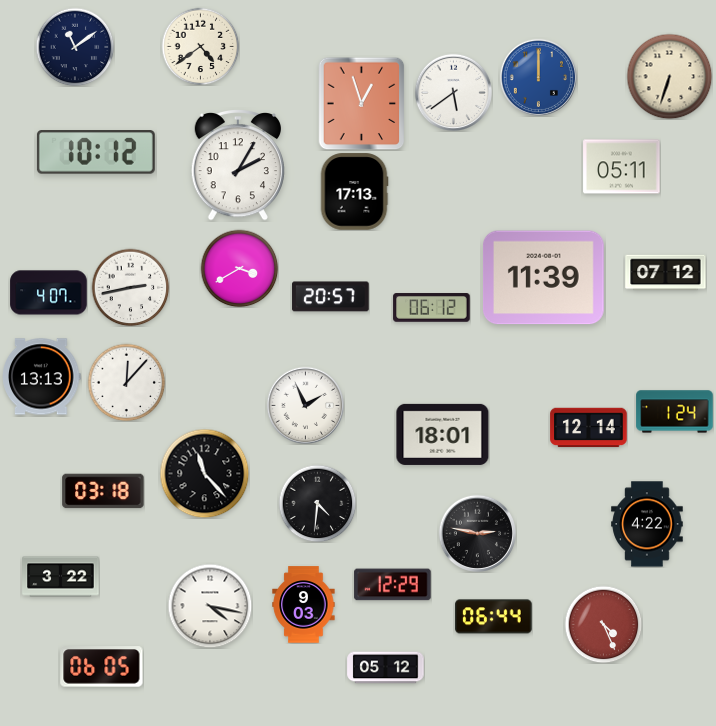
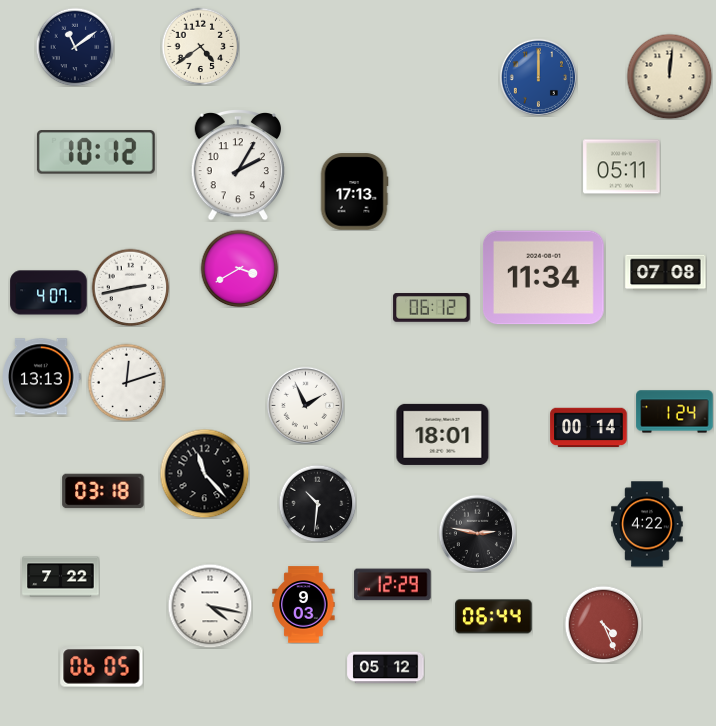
clock at (669, 76): 6:33 -> 12:01
clock at (453, 92): 5:39 -> none
clock at (362, 103): 12:57 -> none
clock at (666, 273): 07:12 -> 07:08
clock at (544, 278): 11:39 -> 11:34
clock at (331, 297): 20:57 -> none
clock at (126, 382): 12:07 -> 12:12
clock at (589, 428): 12:14 -> 00:14
clock at (317, 503): 4:31 -> 10:31
clock at (61, 577): 3:22 -> 7:22
